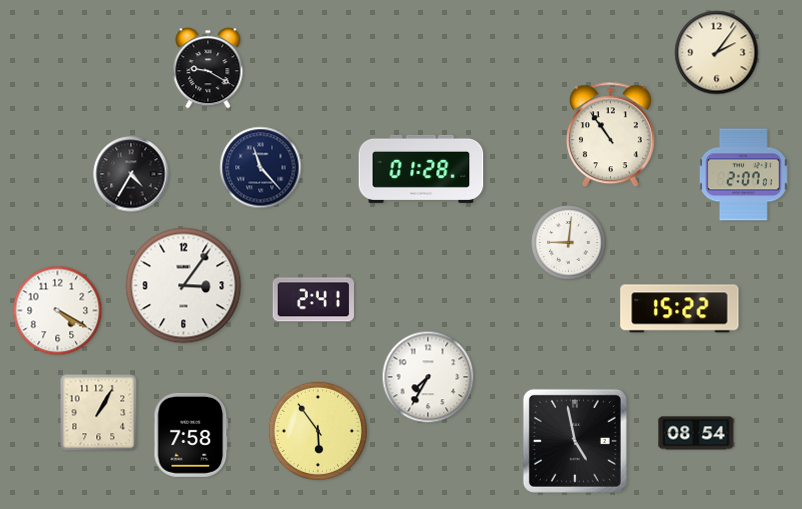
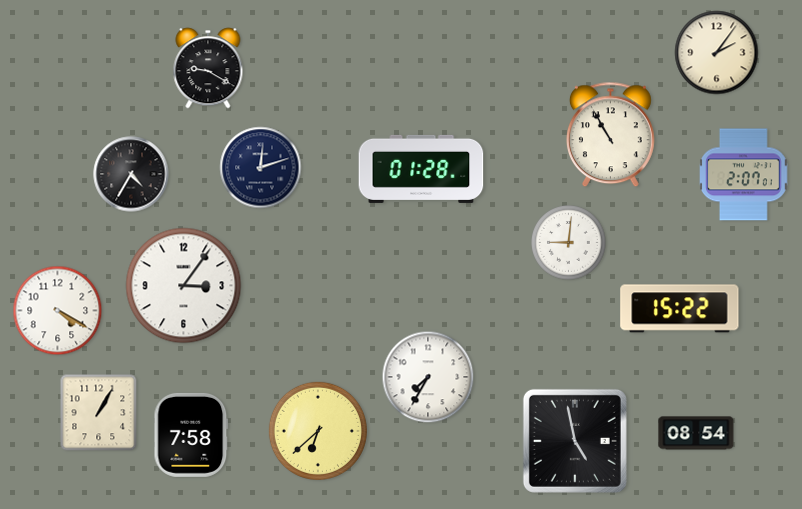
clock at (610, 135): 10:54 -> 10:55
clock at (261, 168): 11:23 -> 12:12
clock at (313, 300): 2:41 -> none
clock at (318, 431): 5:54 -> 6:38
